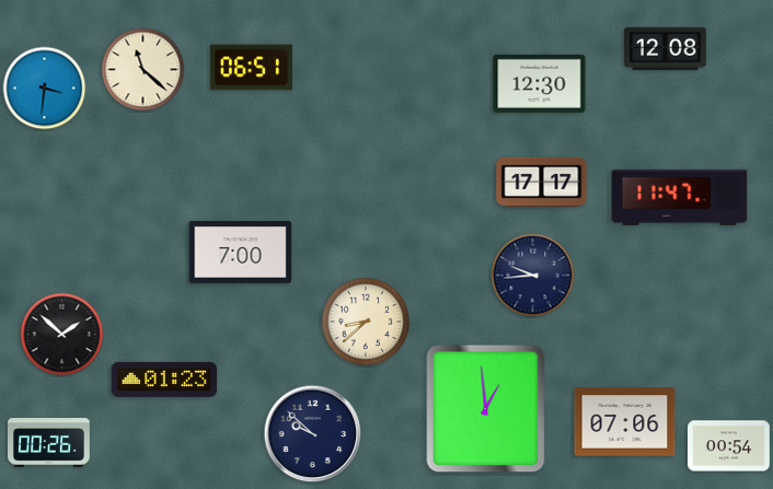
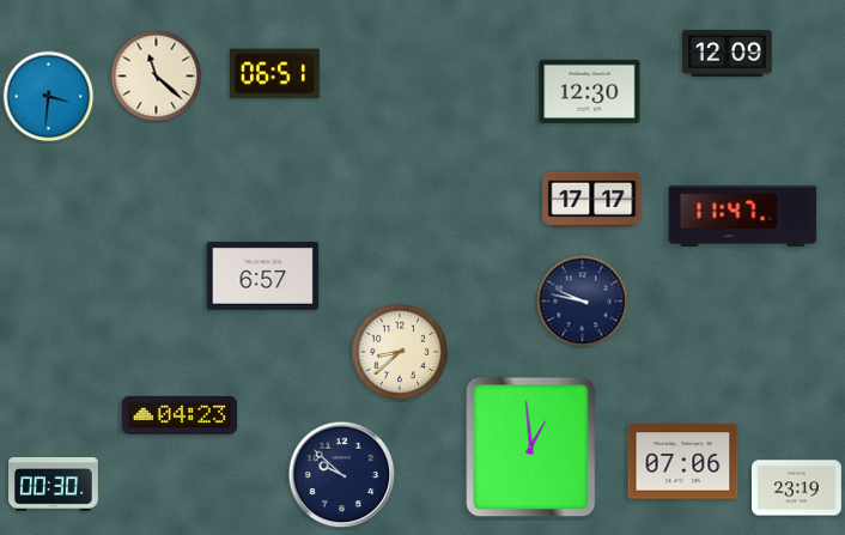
clock at (665, 48): 12:08 -> 12:09
clock at (241, 252): 7:00 -> 6:57
clock at (533, 276): 9:44 -> 9:47
clock at (62, 335): 1:52 -> none
clock at (164, 380): 01:23 -> 04:23
clock at (49, 443): 00:26 -> 00:30
clock at (729, 446): 00:54 -> 23:19
